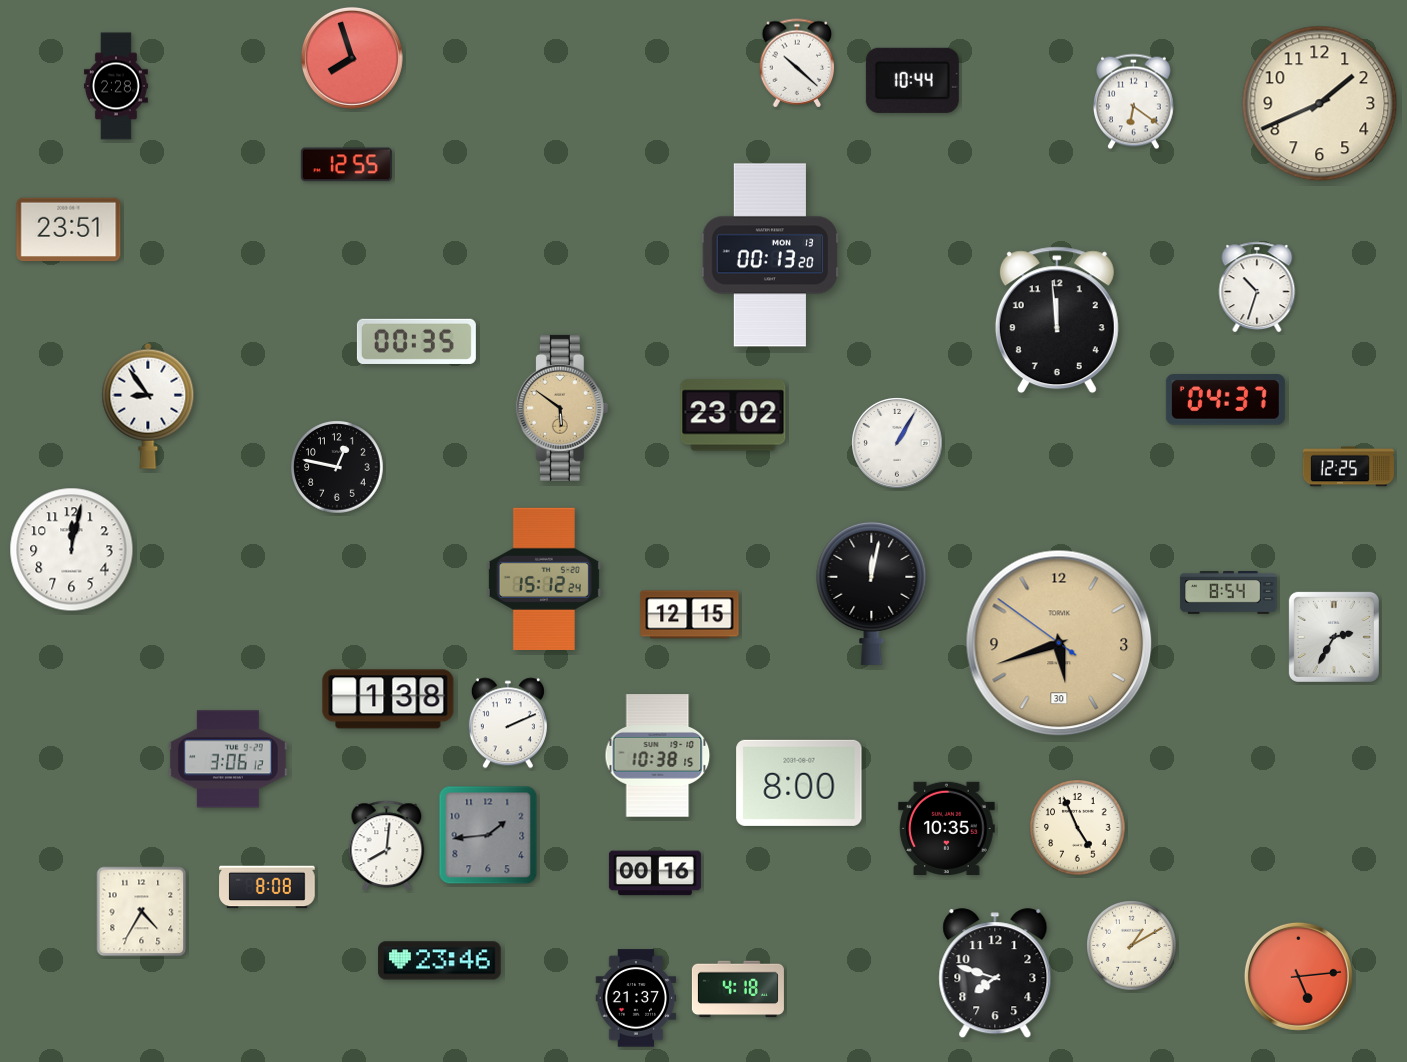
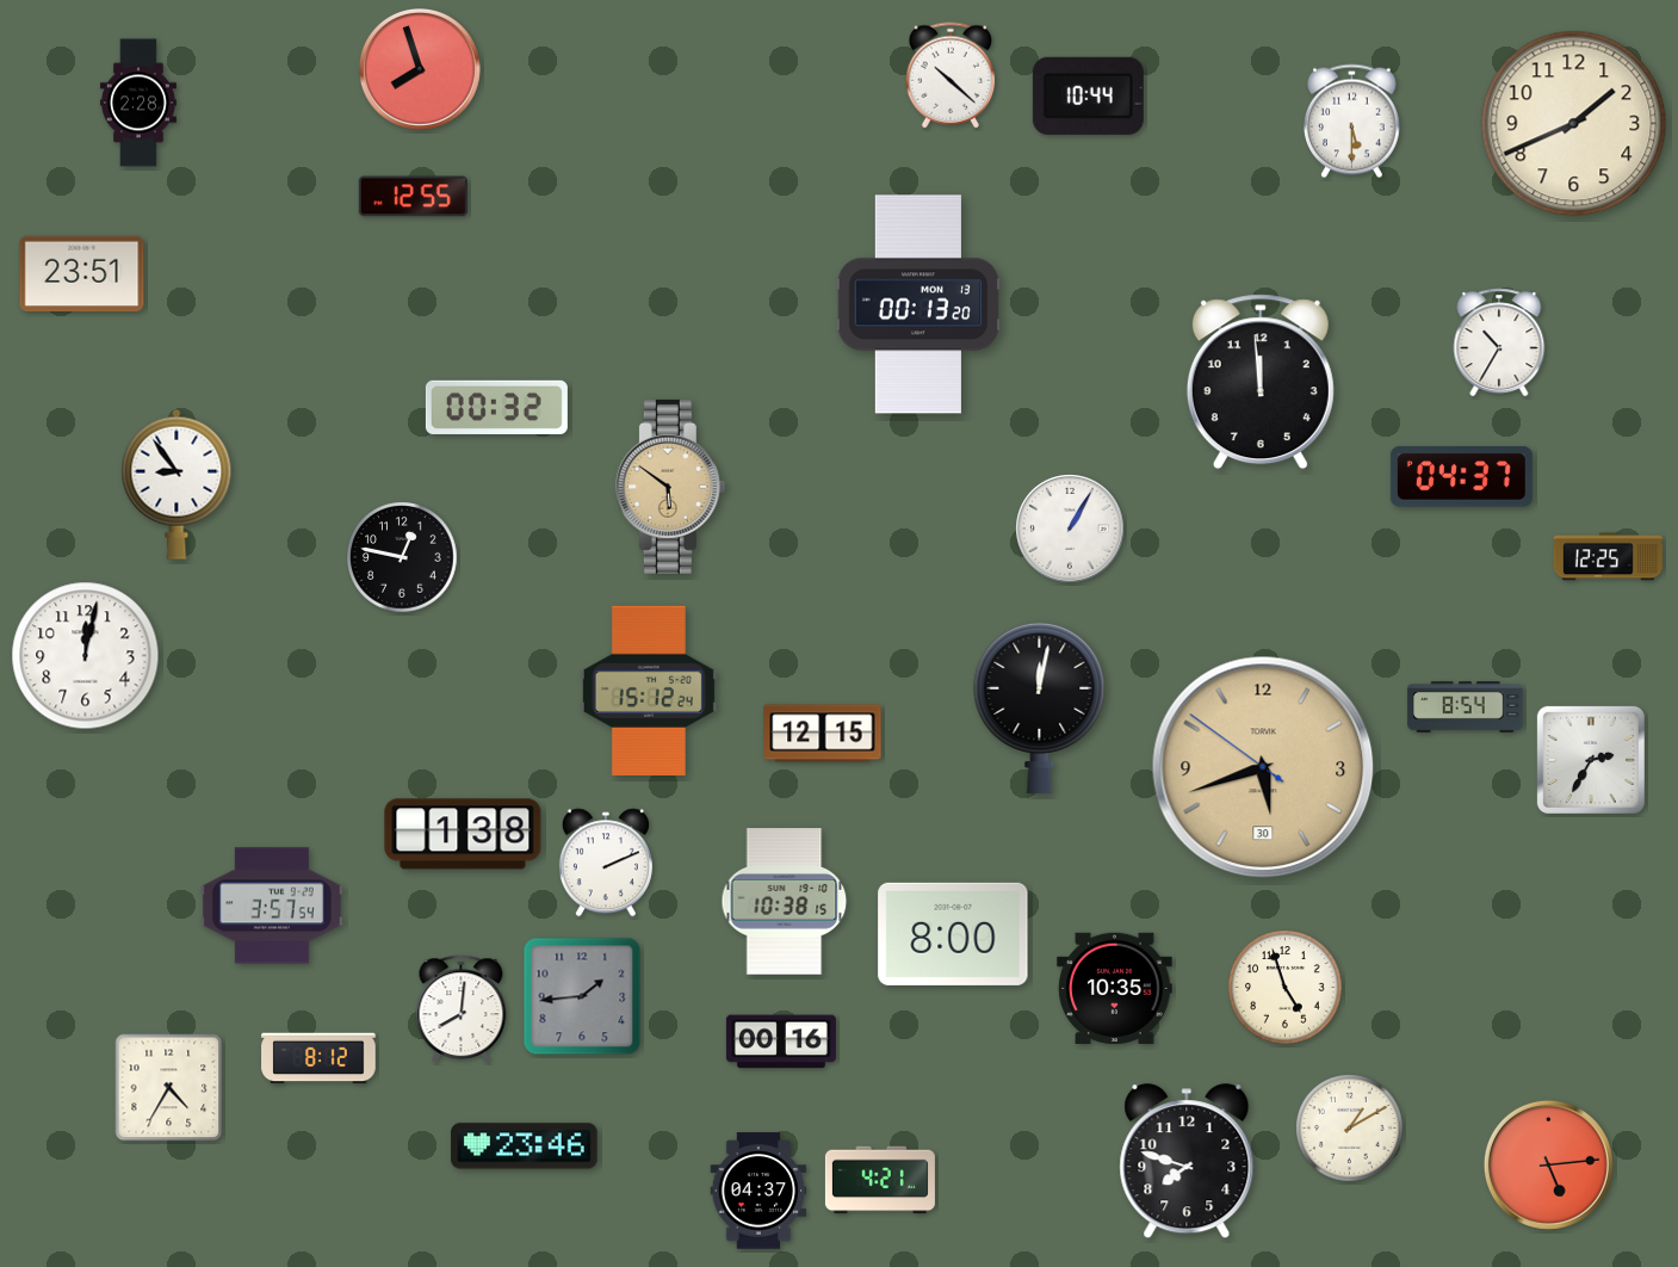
clock at (1133, 102): 6:21 -> 5:30
clock at (1257, 287): 10:33 -> 10:35
clock at (416, 341): 00:35 -> 00:32
clock at (733, 415): 23:02 -> none
clock at (228, 759): 3:06 -> 3:57
clock at (1078, 828): 4:56 -> 4:57
clock at (947, 829) position: (947, 829) -> (1115, 989)
clock at (267, 887): 8:08 -> 8:12
clock at (738, 989): 4:18 -> 4:21
clock at (636, 998): 21:37 -> 04:37
